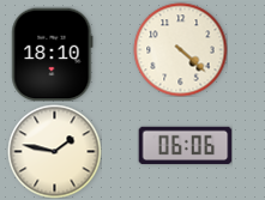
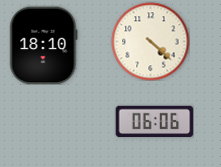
clock at (54, 151): 1:47 -> none
